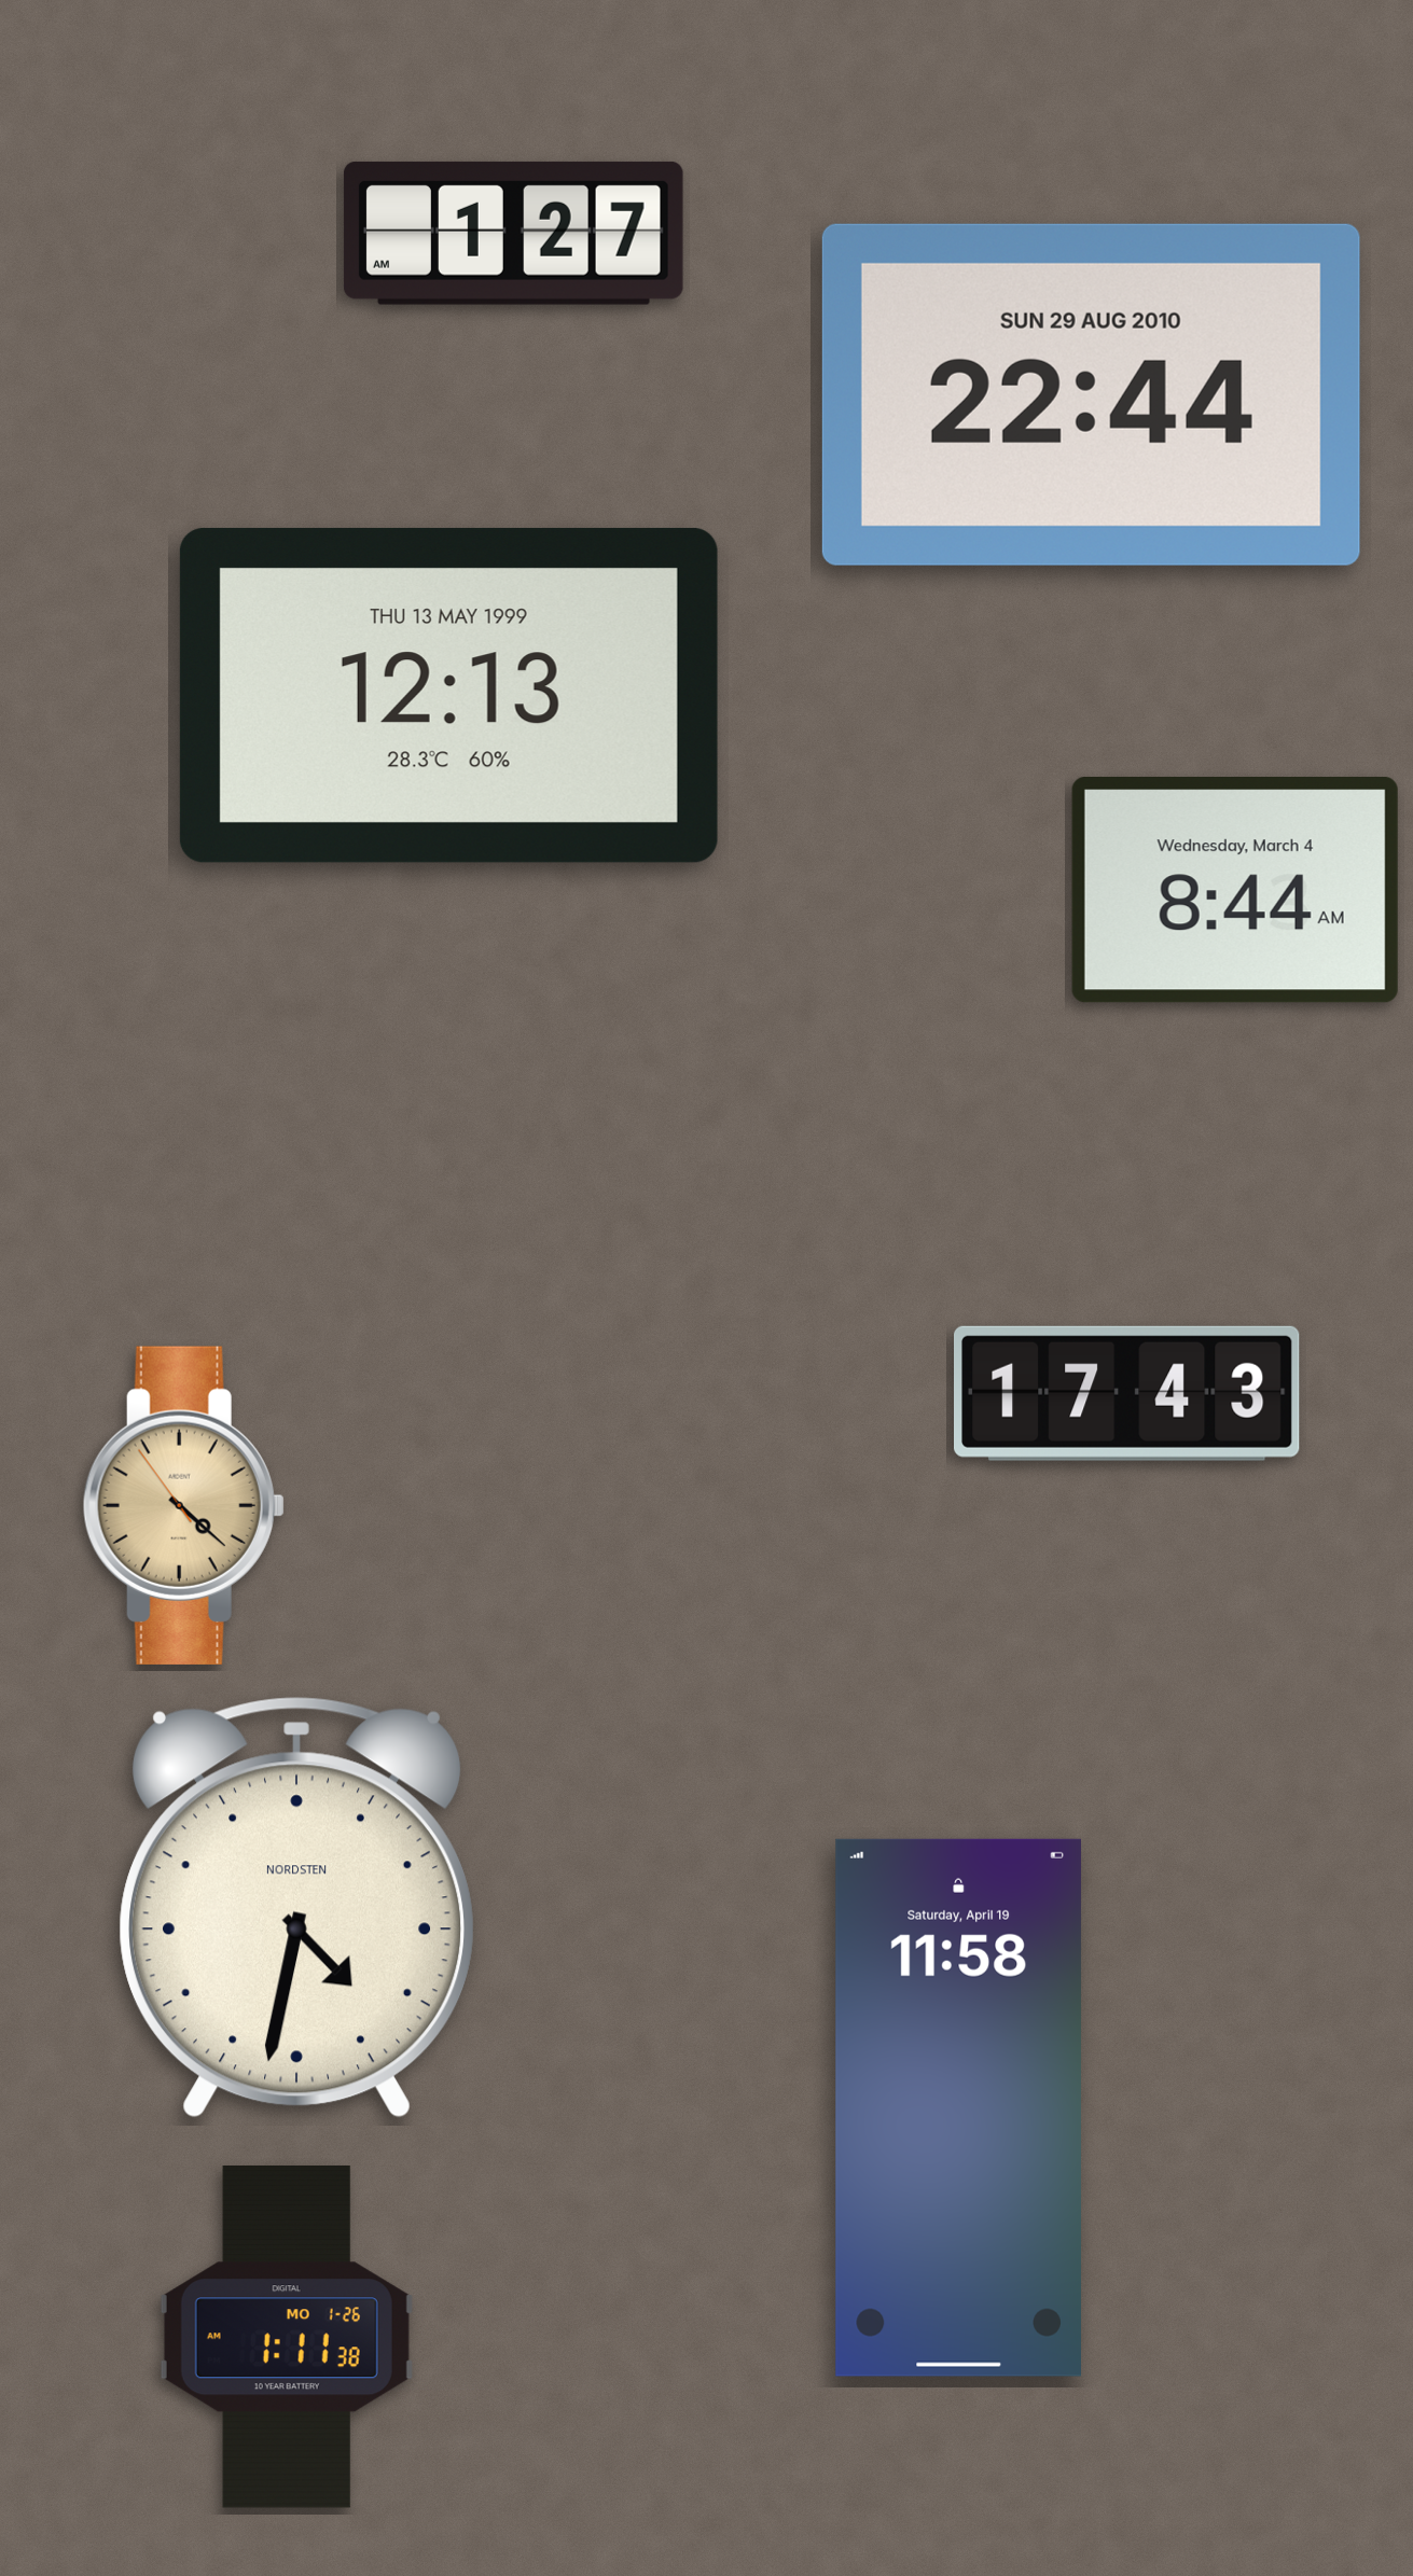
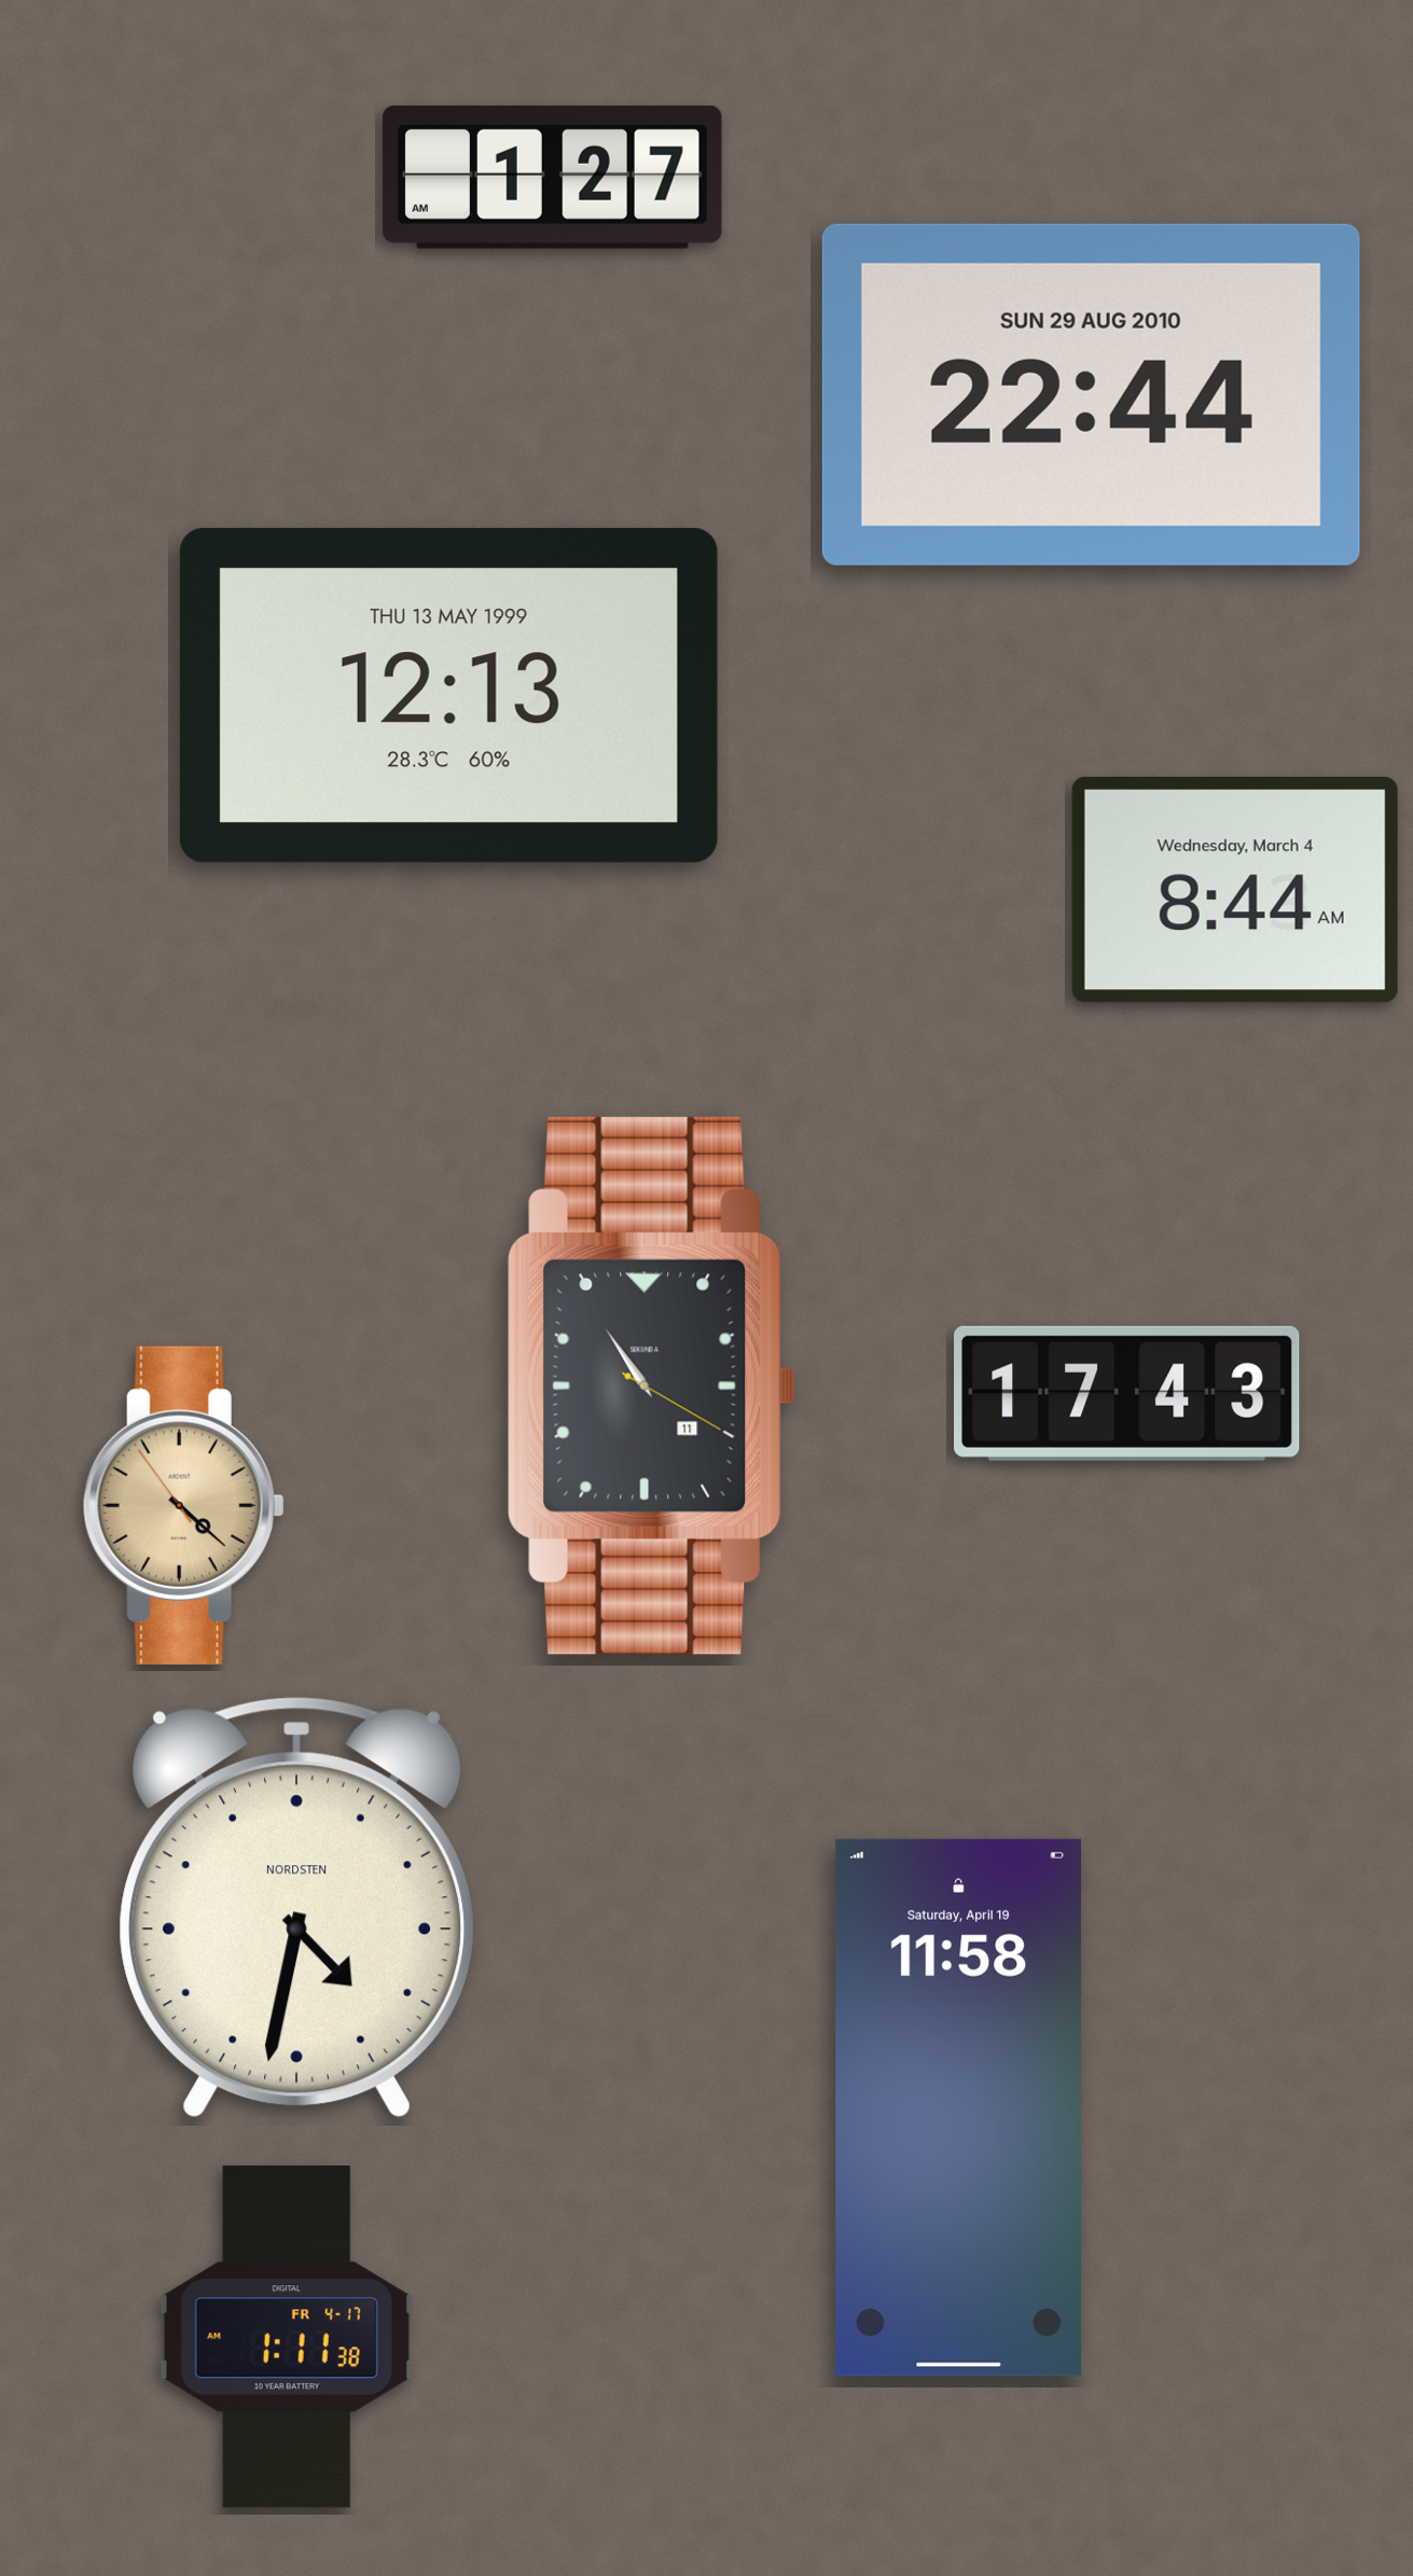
clock at (513, 233) position: (513, 233) -> (552, 177)
clock at (651, 1386): none -> 10:54
clock at (287, 2337) date: MO 1-26 -> FR 4-17
